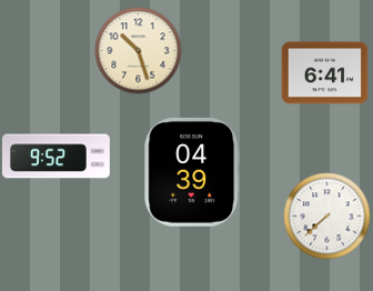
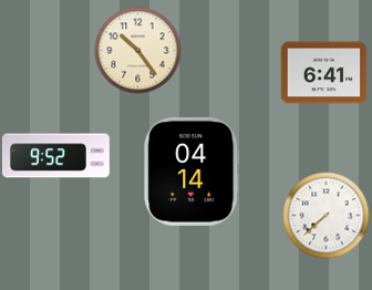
clock at (138, 50): 10:27 -> 10:24
clock at (192, 172): 04:39 -> 04:14
